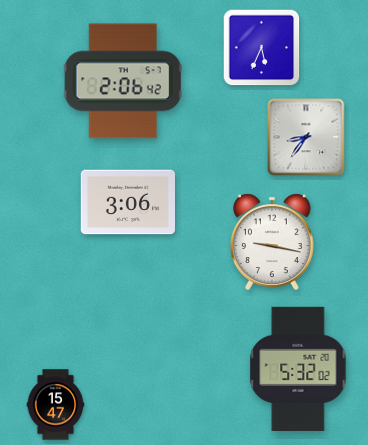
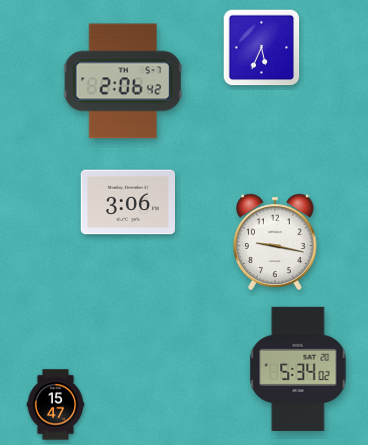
clock at (306, 137): 8:36 -> none
clock at (272, 242) position: (272, 242) -> (275, 242)
clock at (298, 369): 5:32 -> 5:34
